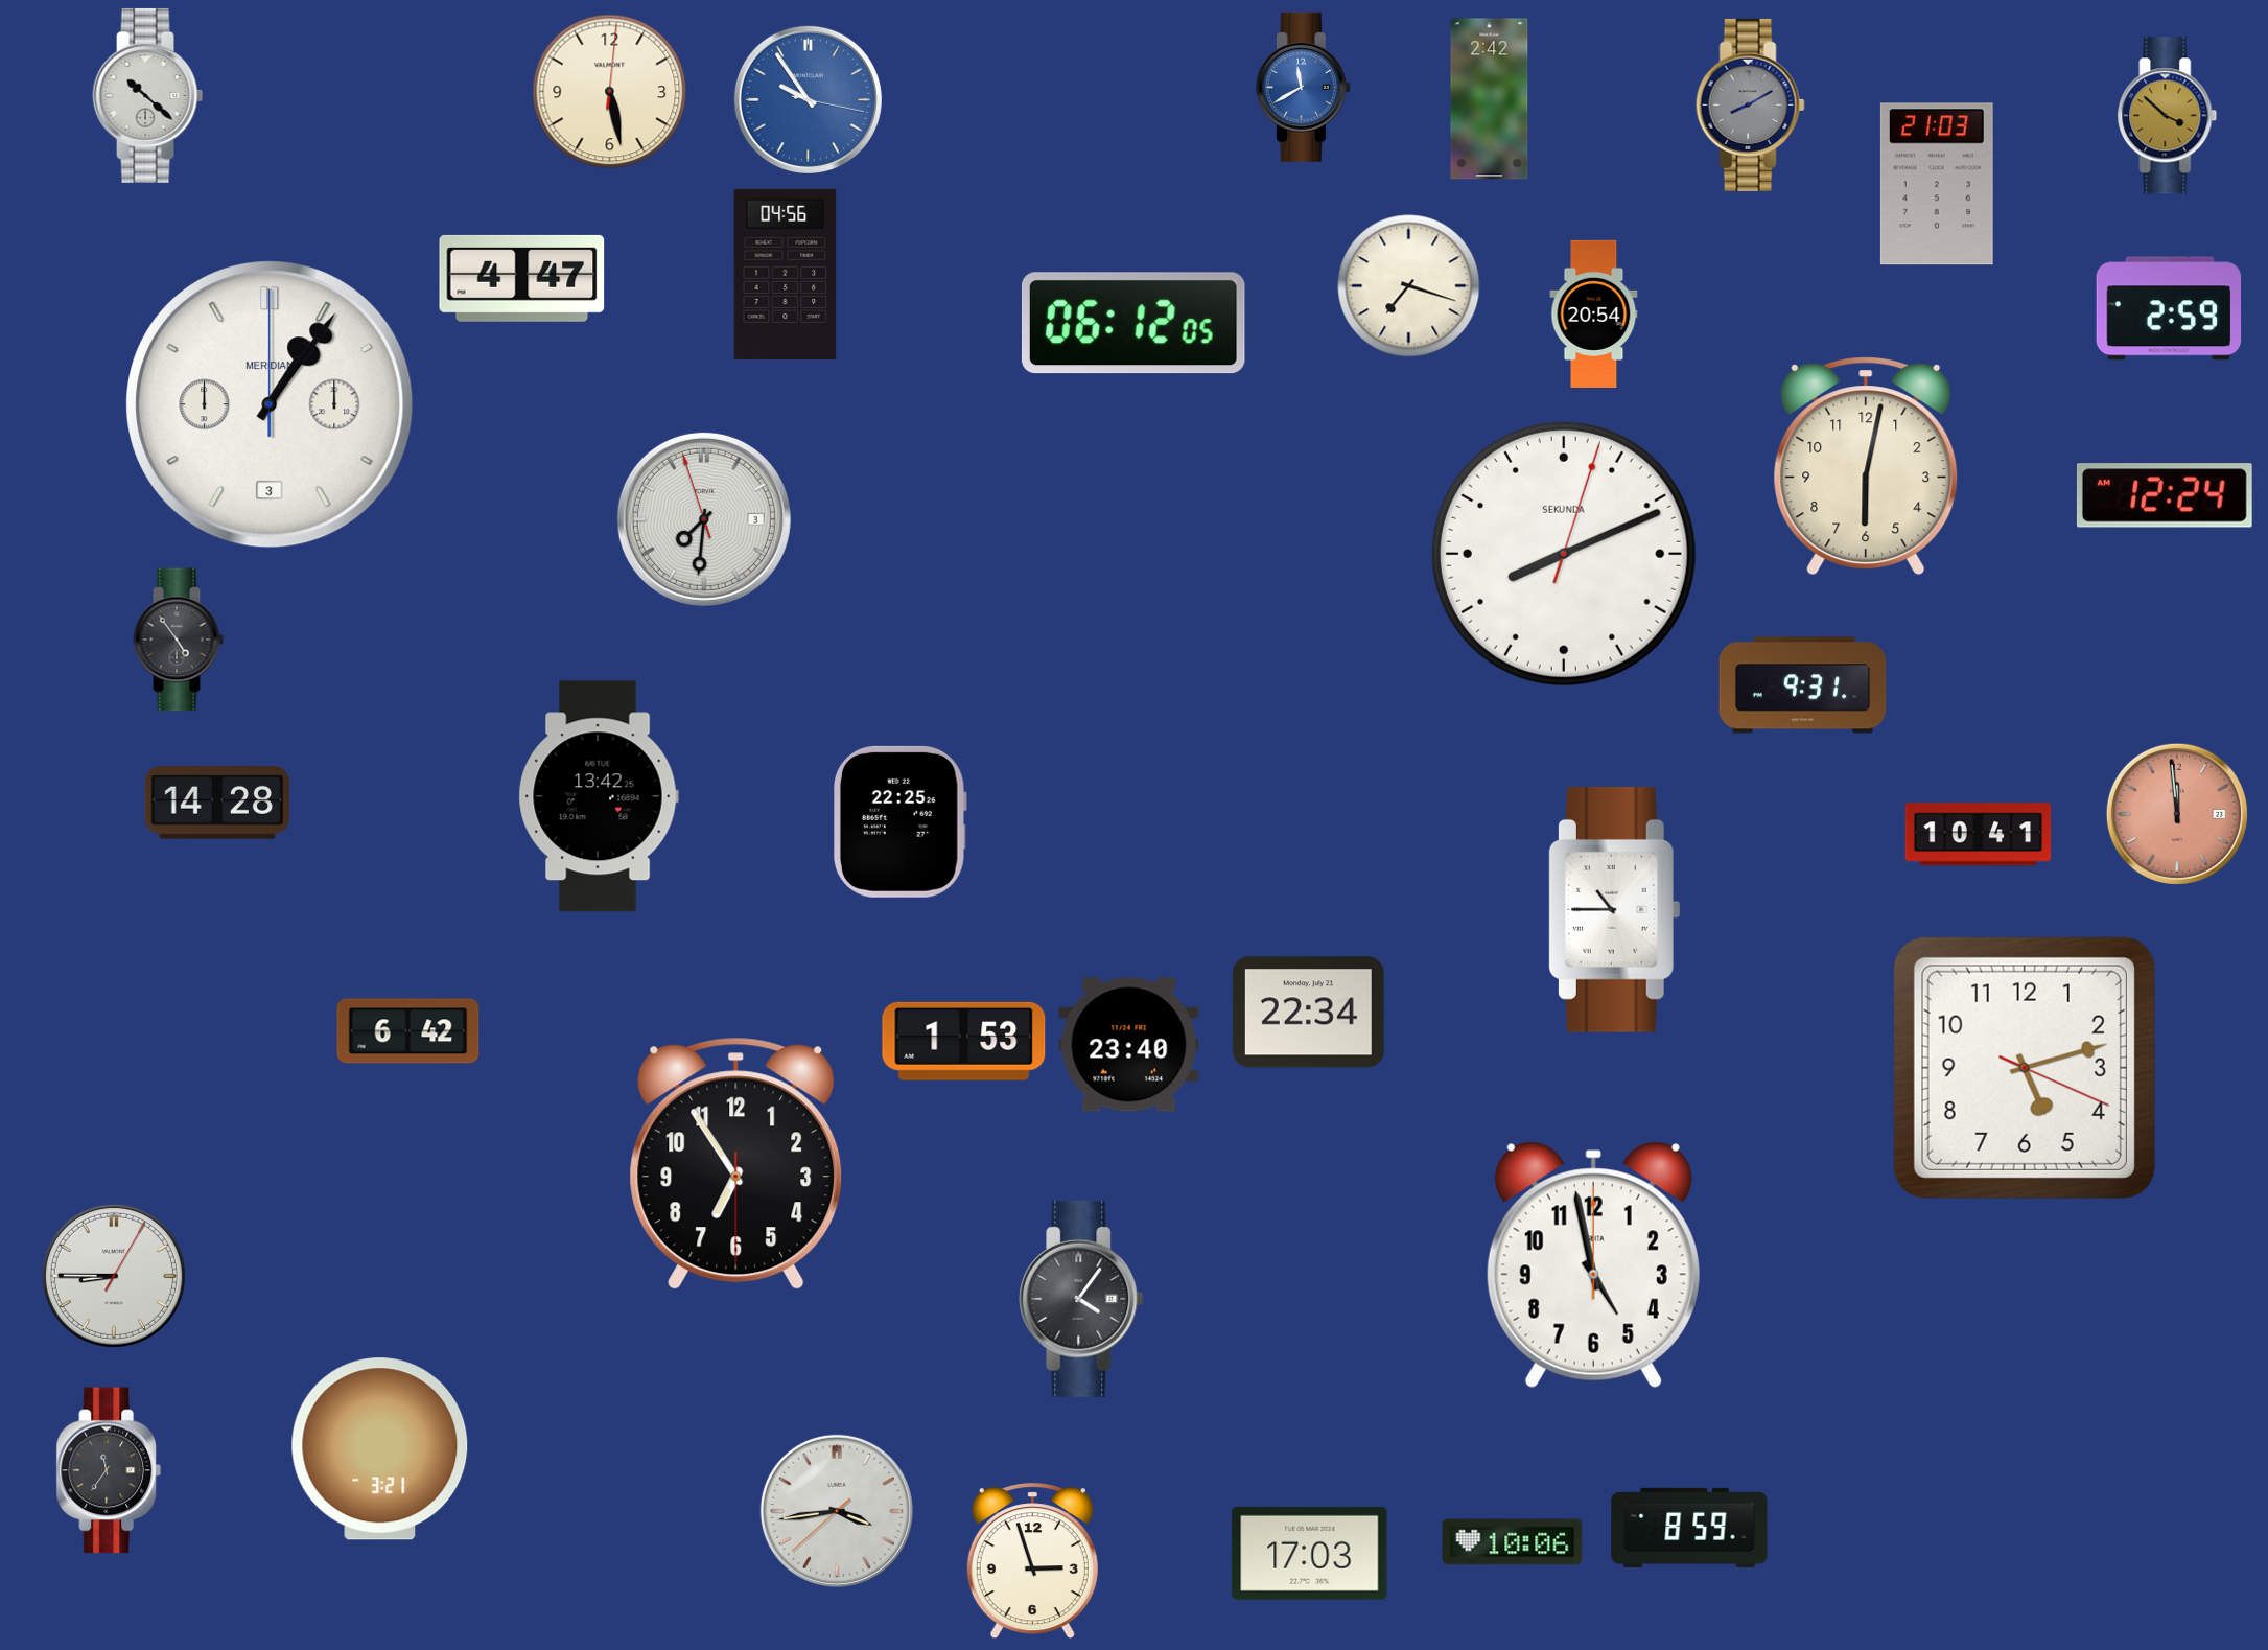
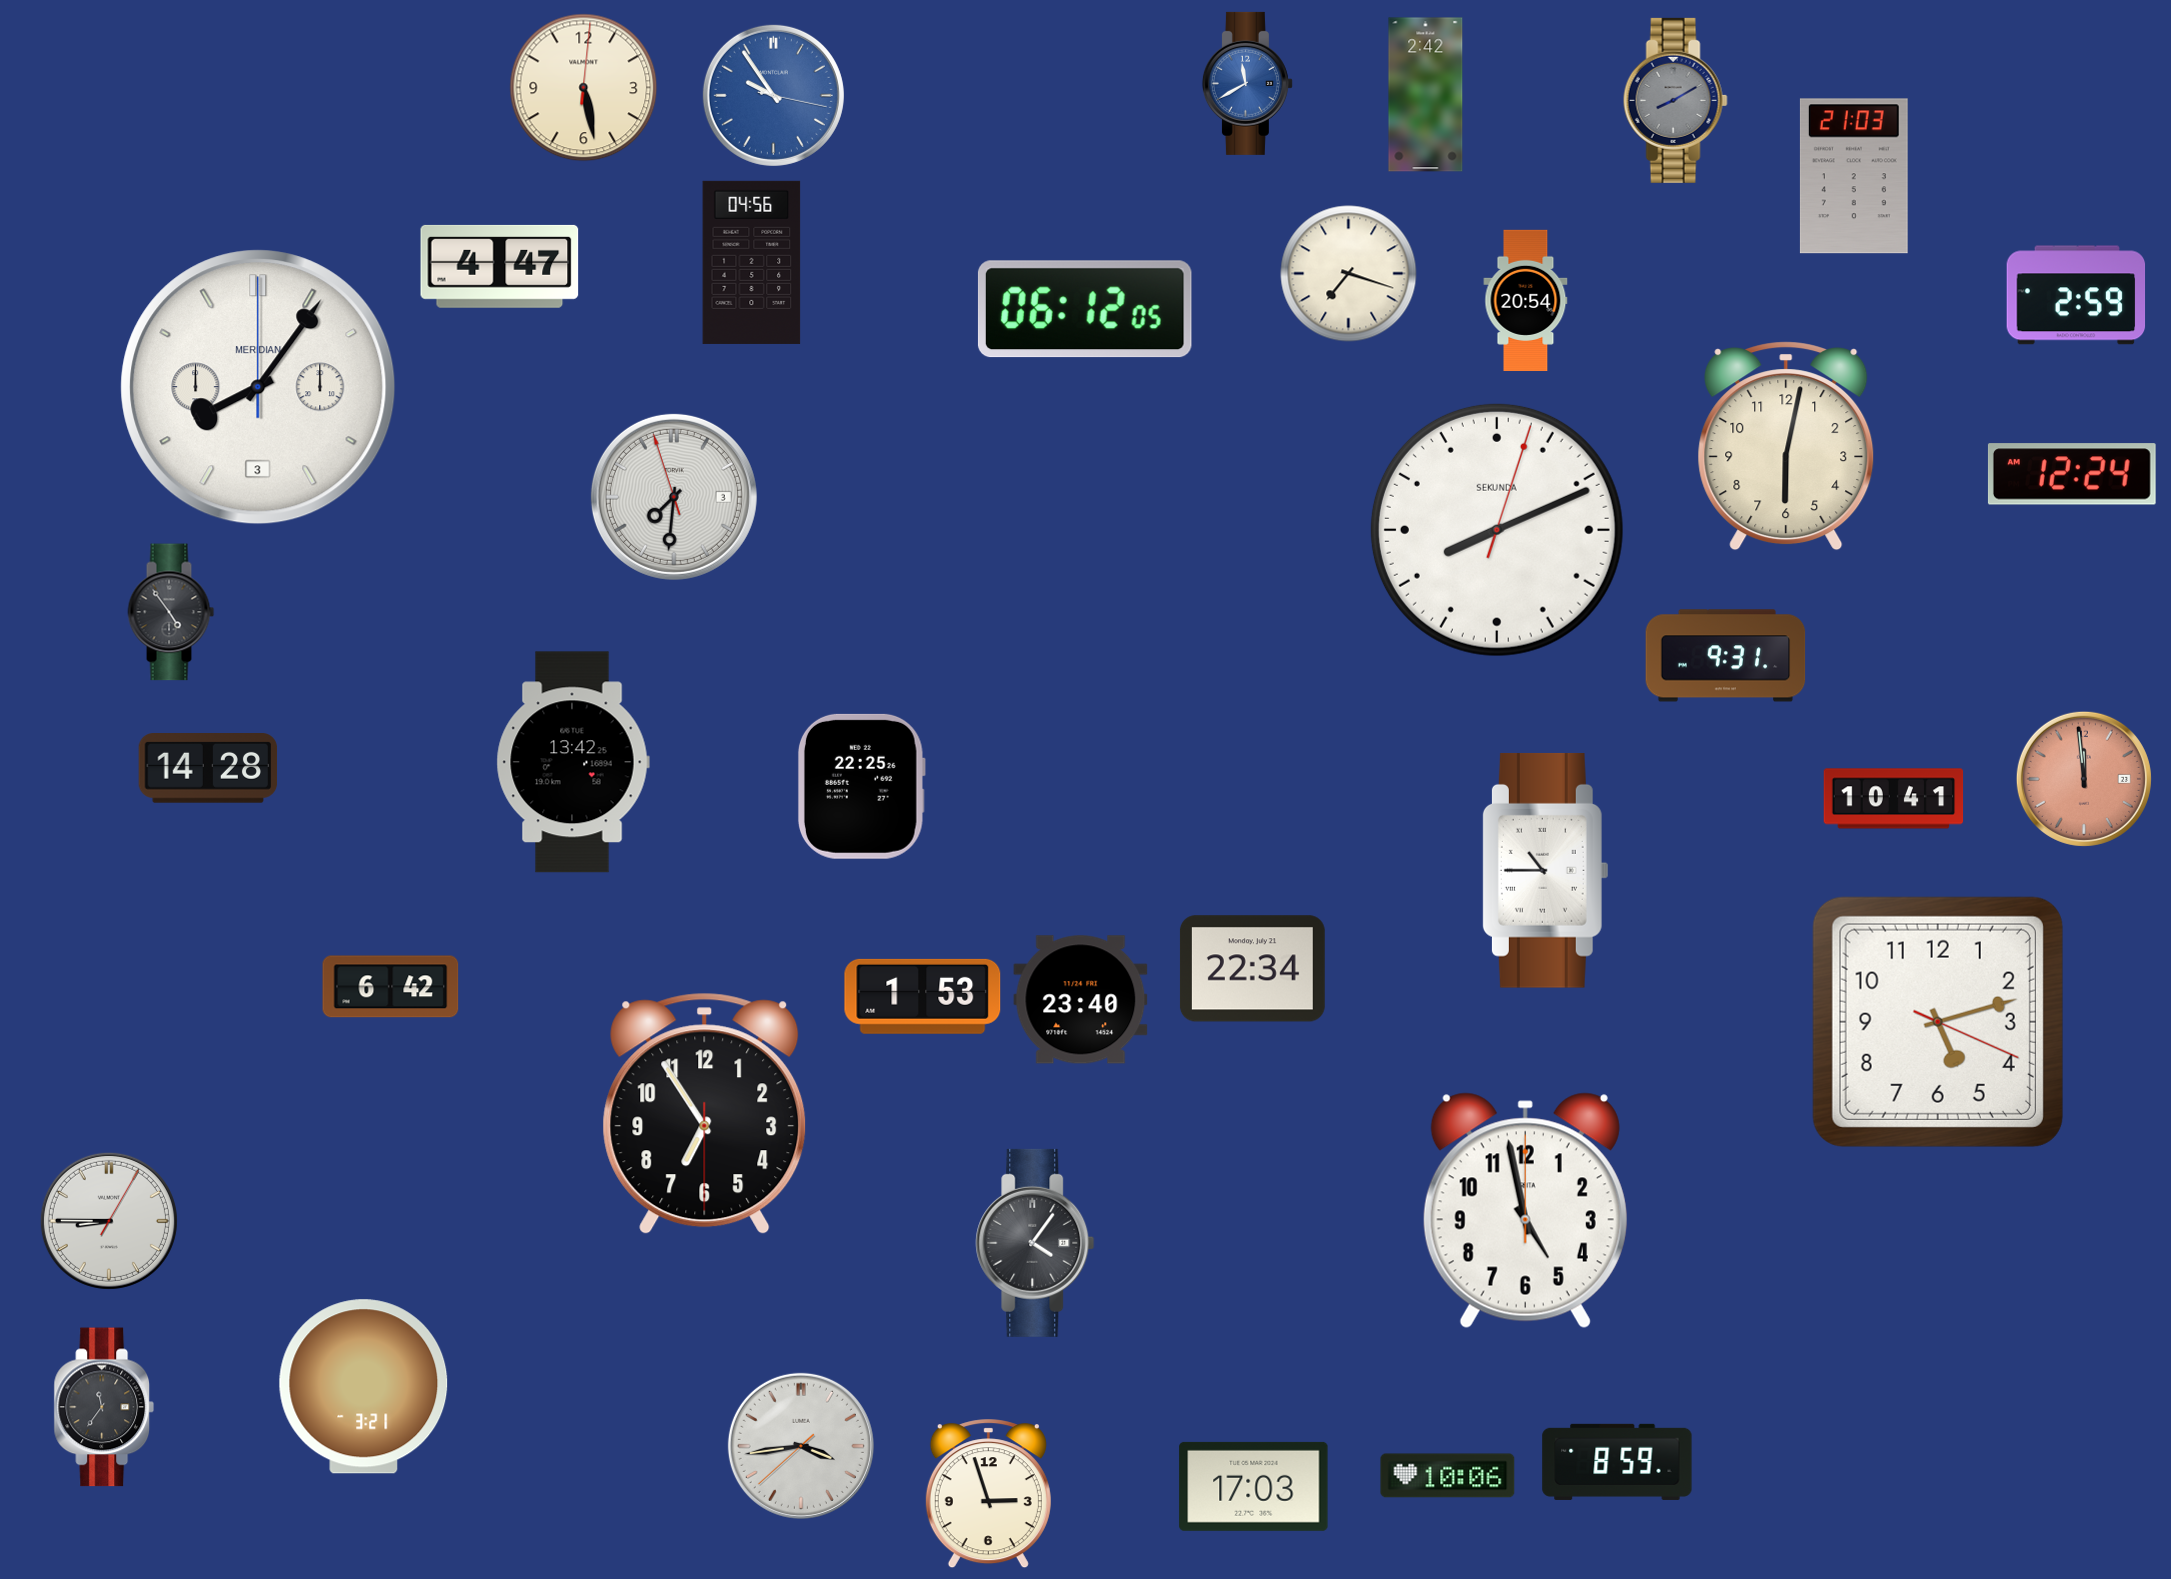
clock at (148, 95): 10:22 -> none
clock at (2168, 116): 3:52 -> none
clock at (270, 404): 1:06 -> 8:06
